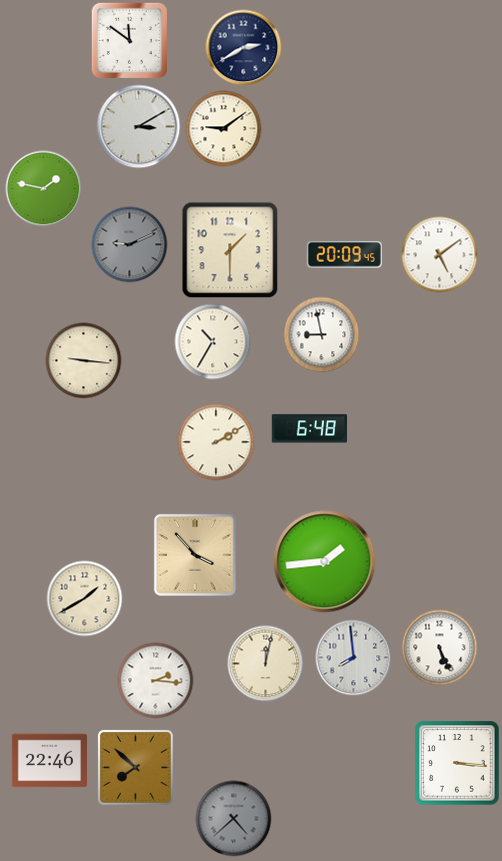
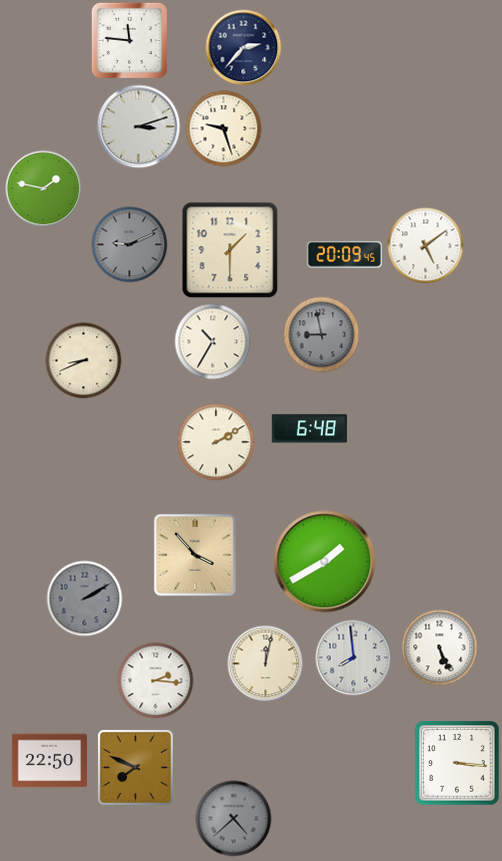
clock at (129, 40): 11:51 -> 11:46
clock at (244, 48): 2:40 -> 2:37
clock at (139, 127): 3:10 -> 3:12
clock at (224, 129): 9:09 -> 9:27
clock at (440, 255) position: (440, 255) -> (426, 246)
clock at (322, 335) dial: white -> grey
clock at (84, 361): 9:16 -> 8:41
clock at (325, 562): 1:44 -> 1:40
clock at (85, 599): 1:40 -> 2:10
clock at (85, 599) dial: cream -> grey
clock at (49, 761): 22:46 -> 22:50
clock at (135, 767): 7:52 -> 7:49
